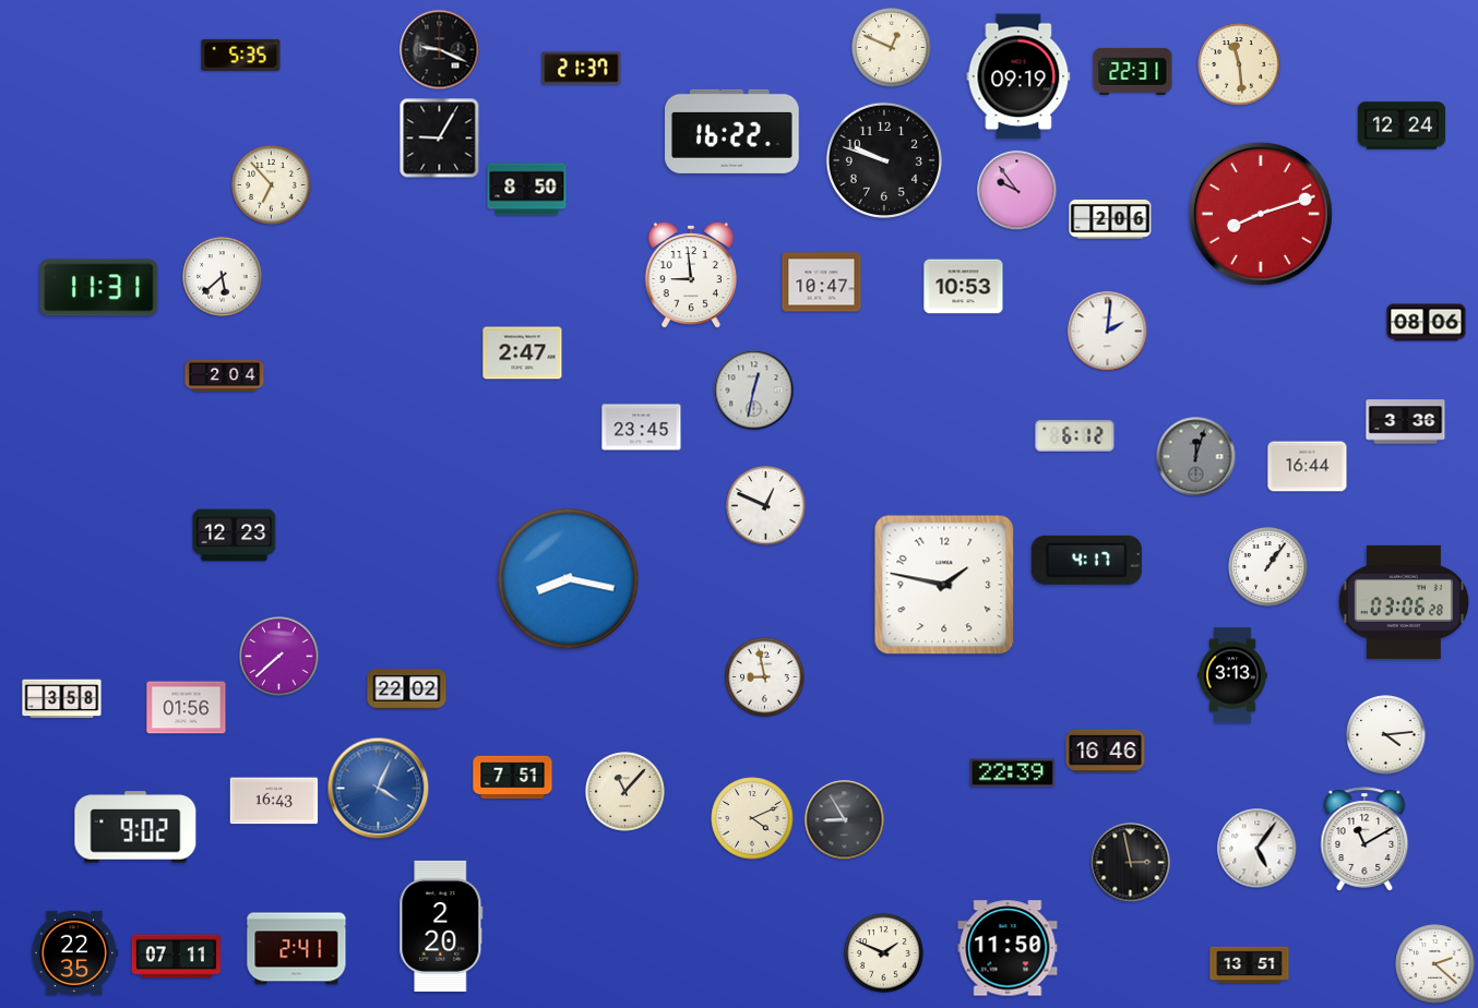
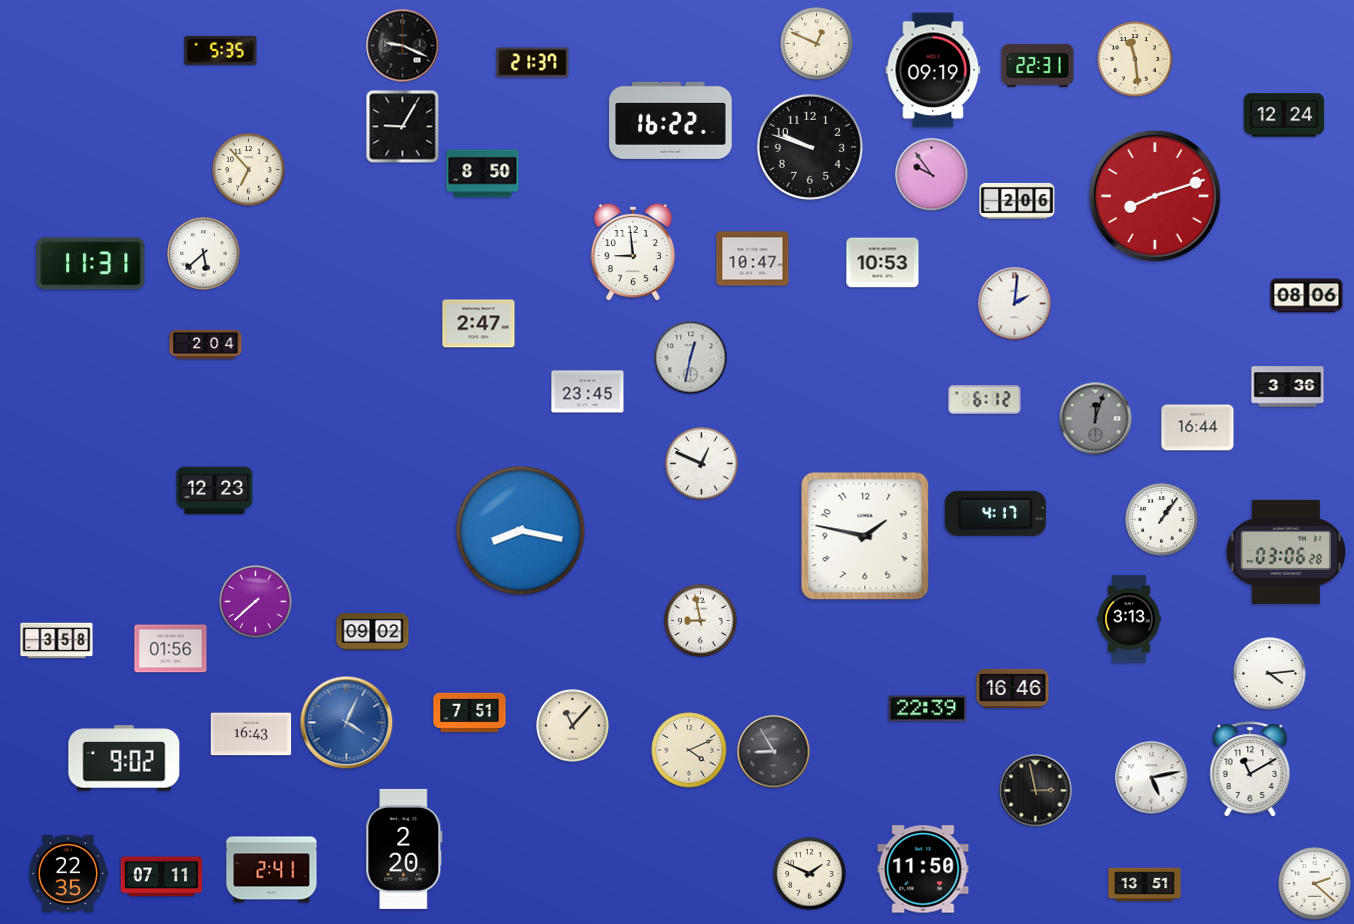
clock at (407, 689): 22:02 -> 09:02
clock at (1258, 849): 5:06 -> 5:13
